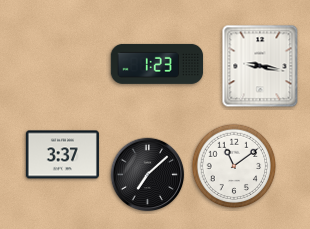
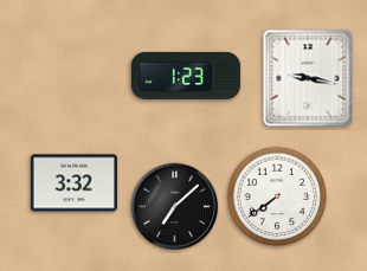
clock at (62, 155): 3:37 -> 3:32
clock at (234, 166): 11:09 -> 7:39
